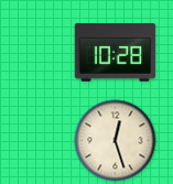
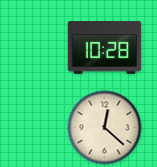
clock at (116, 141): 12:27 -> 12:22
